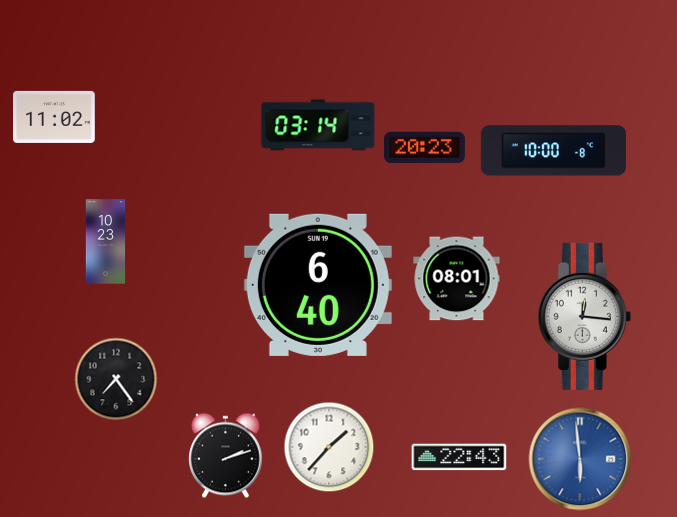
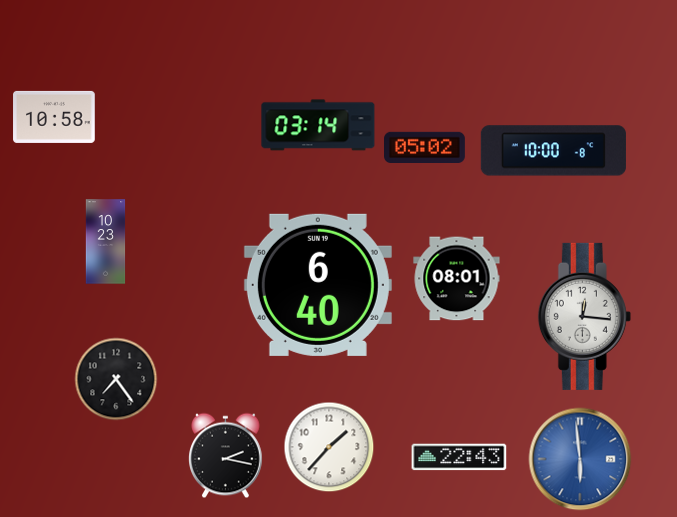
clock at (54, 117): 11:02 -> 10:58
clock at (425, 148): 20:23 -> 05:02
clock at (226, 456): 2:12 -> 2:17
